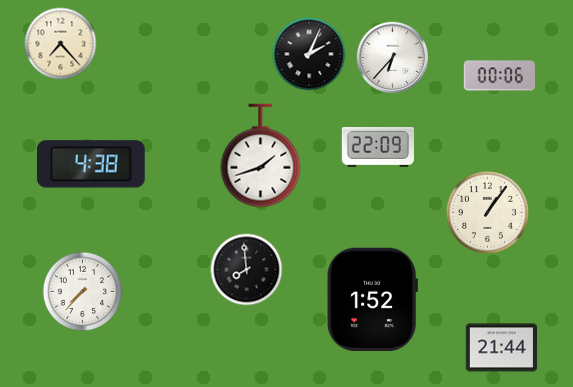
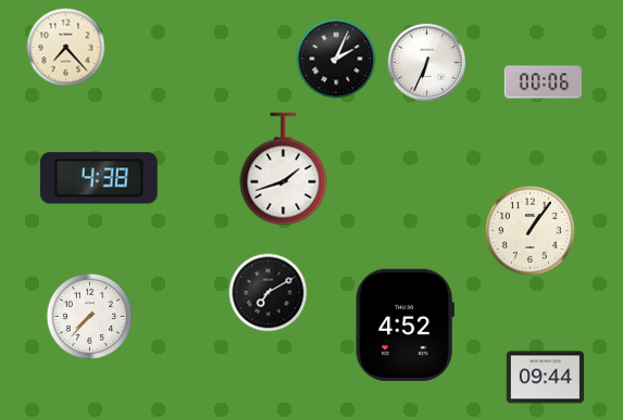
clock at (393, 58): 6:37 -> 6:34
clock at (378, 148): 22:09 -> none
clock at (247, 270): 7:59 -> 7:10
clock at (372, 299): 1:52 -> 4:52
clock at (502, 348): 21:44 -> 09:44
